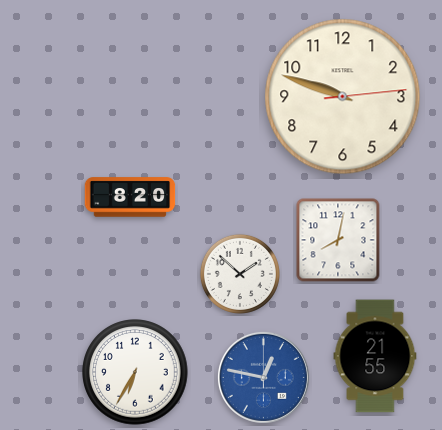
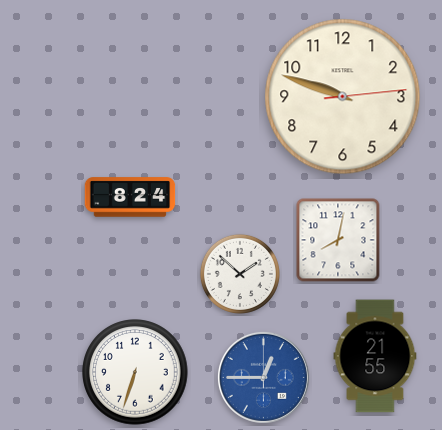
clock at (130, 197): 8:20 -> 8:24
clock at (135, 372): 6:35 -> 6:33
clock at (263, 377): 12:47 -> 12:45
